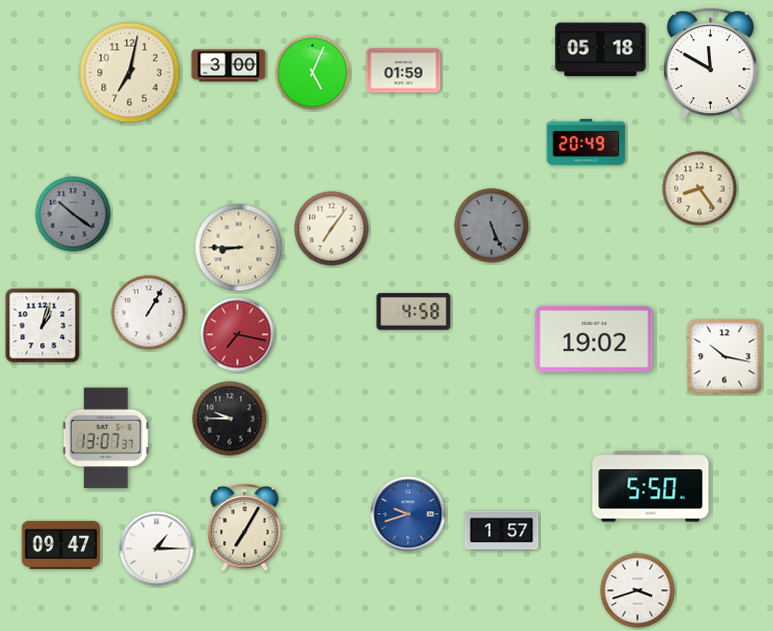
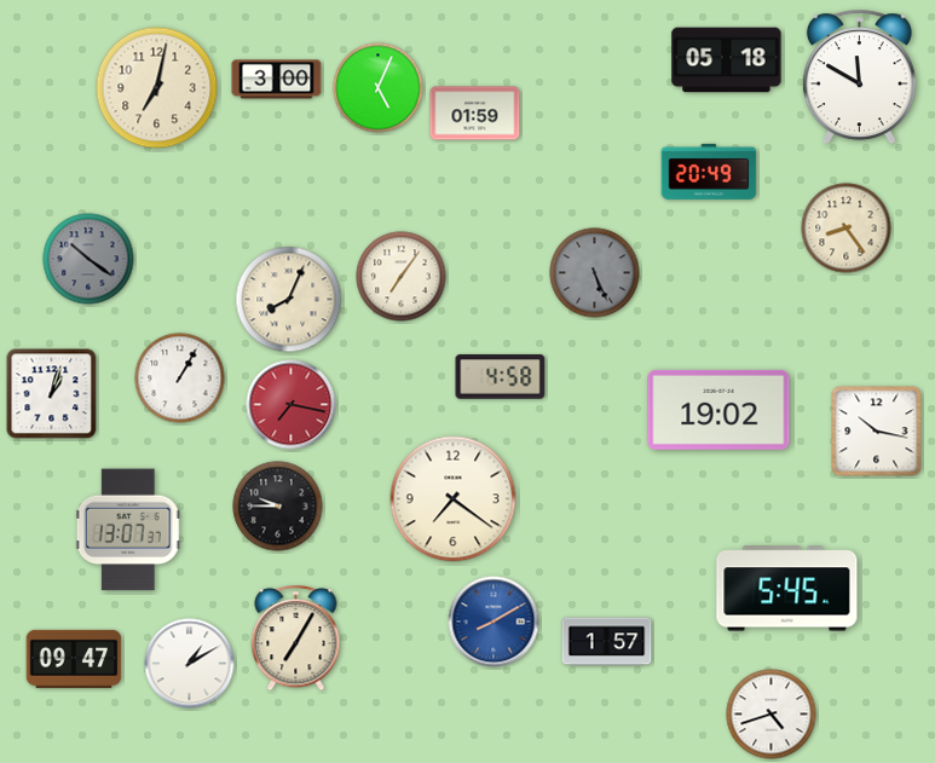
clock at (404, 71) position: (404, 71) -> (475, 114)
clock at (239, 248): 8:45 -> 8:04
clock at (238, 335) position: (238, 335) -> (292, 405)
clock at (454, 499): none -> 7:21
clock at (651, 487): 5:50 -> 5:45
clock at (408, 514): 9:42 -> 8:10
clock at (157, 549): 1:15 -> 1:10
clock at (638, 591): 3:42 -> 4:42
